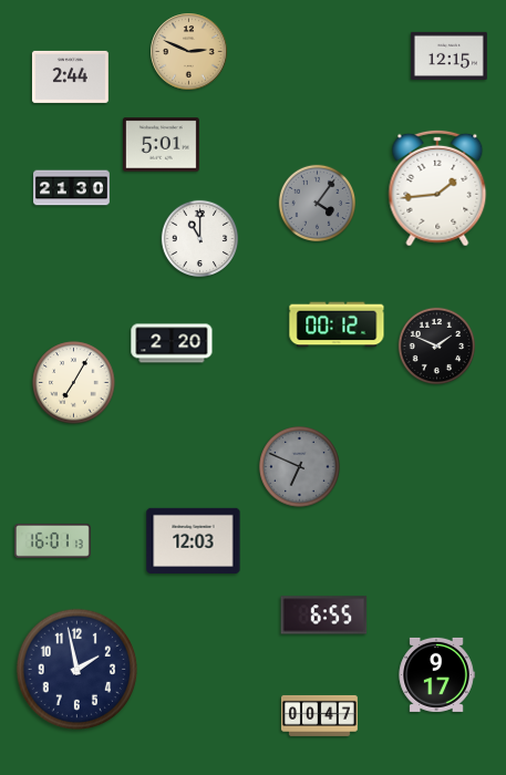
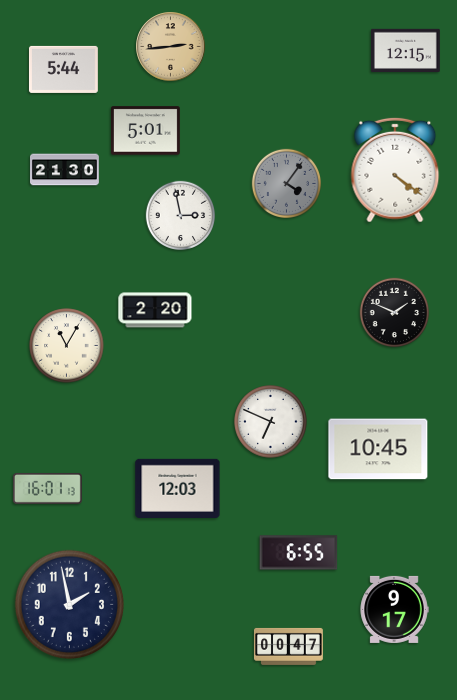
clock at (189, 52): 2:49 -> 2:44
clock at (70, 76): 2:44 -> 5:44
clock at (437, 188): 1:44 -> 4:21
clock at (199, 238): 11:00 -> 2:58
clock at (337, 324): 00:12 -> none
clock at (74, 383): 7:05 -> 11:05
clock at (300, 467) dial: grey -> white
clock at (378, 449): none -> 10:45
clock at (194, 540) position: (194, 540) -> (178, 488)
clock at (324, 616) position: (324, 616) -> (299, 553)
